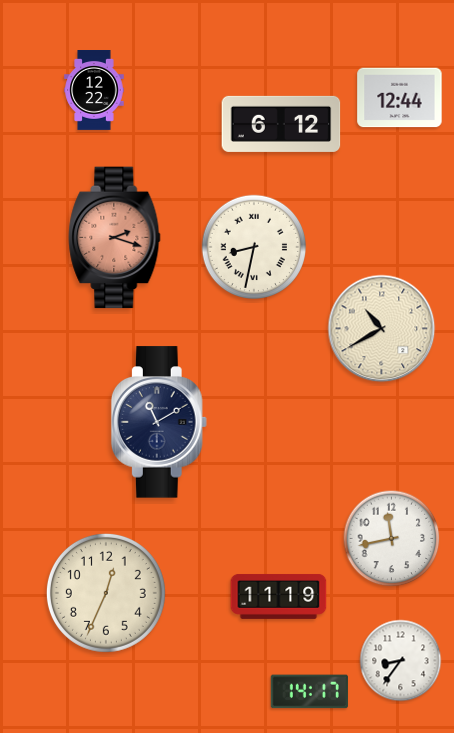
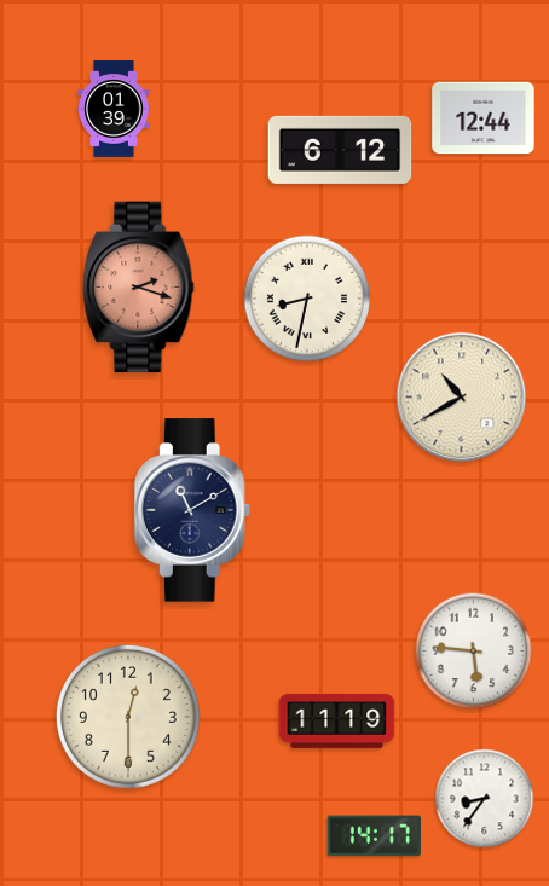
clock at (94, 91): 12:22 -> 01:39
clock at (392, 539): 11:43 -> 5:46
clock at (106, 593): 12:34 -> 12:30
